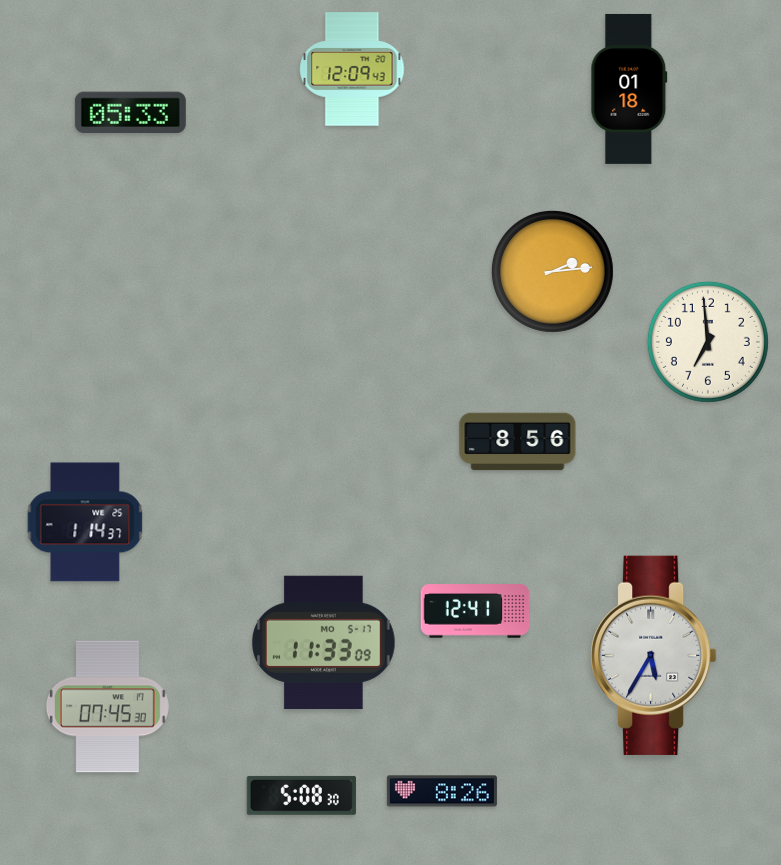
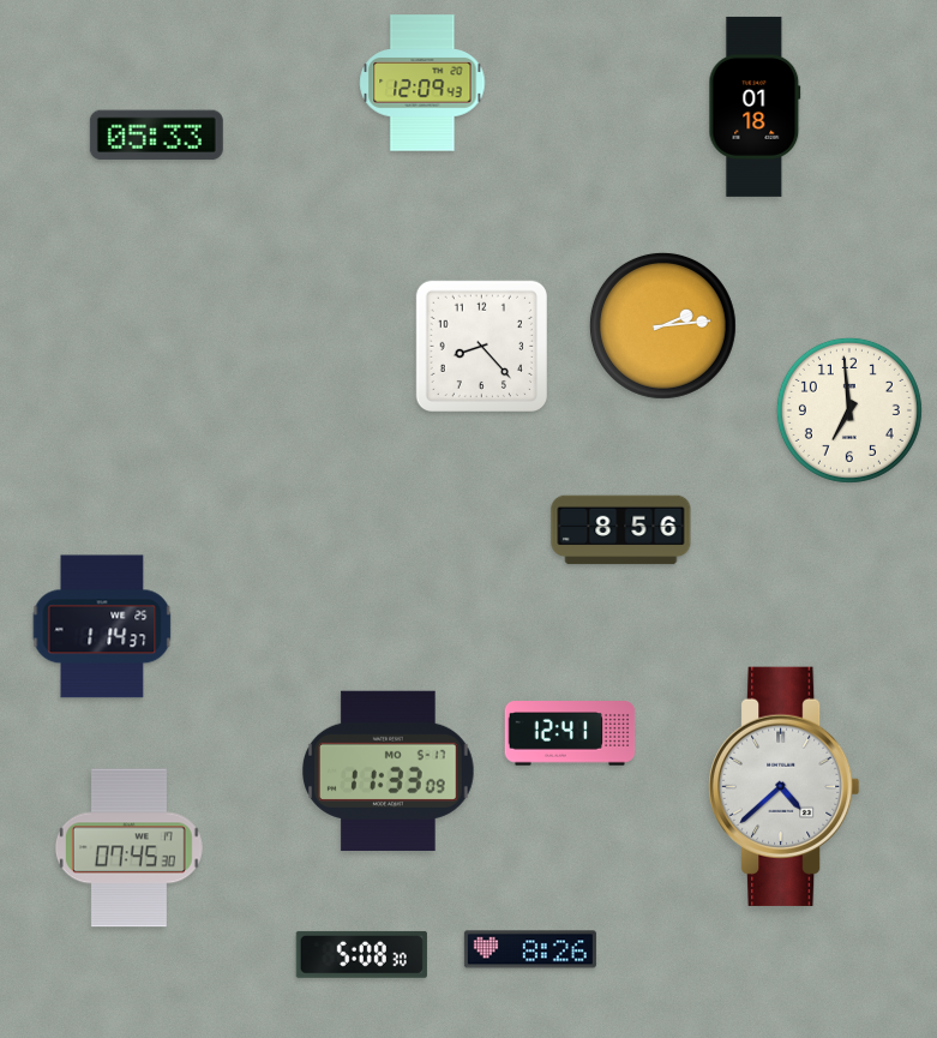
clock at (481, 346): none -> 8:23
clock at (654, 655): 5:35 -> 4:38
